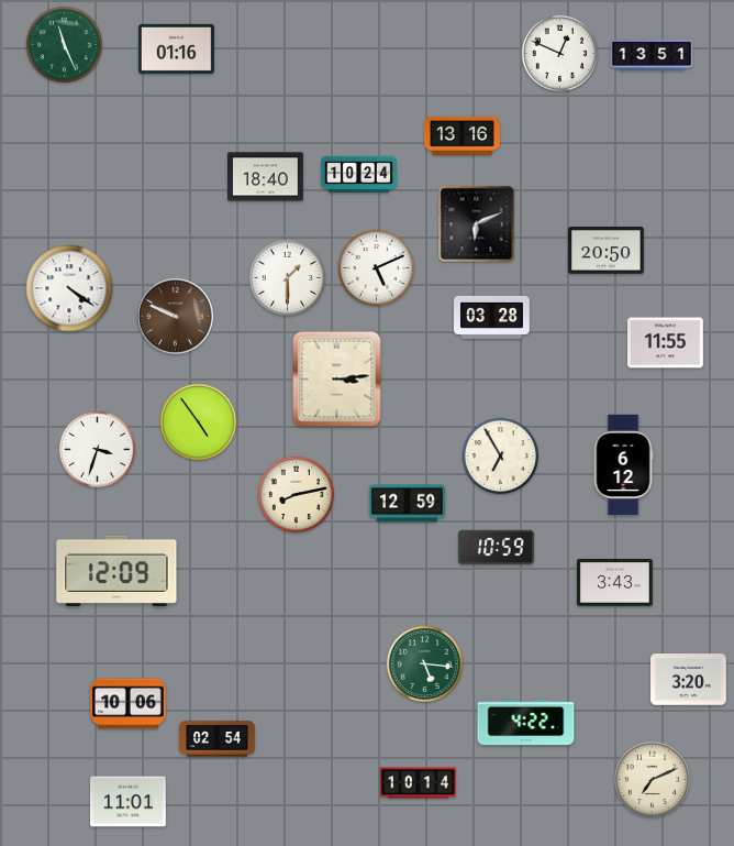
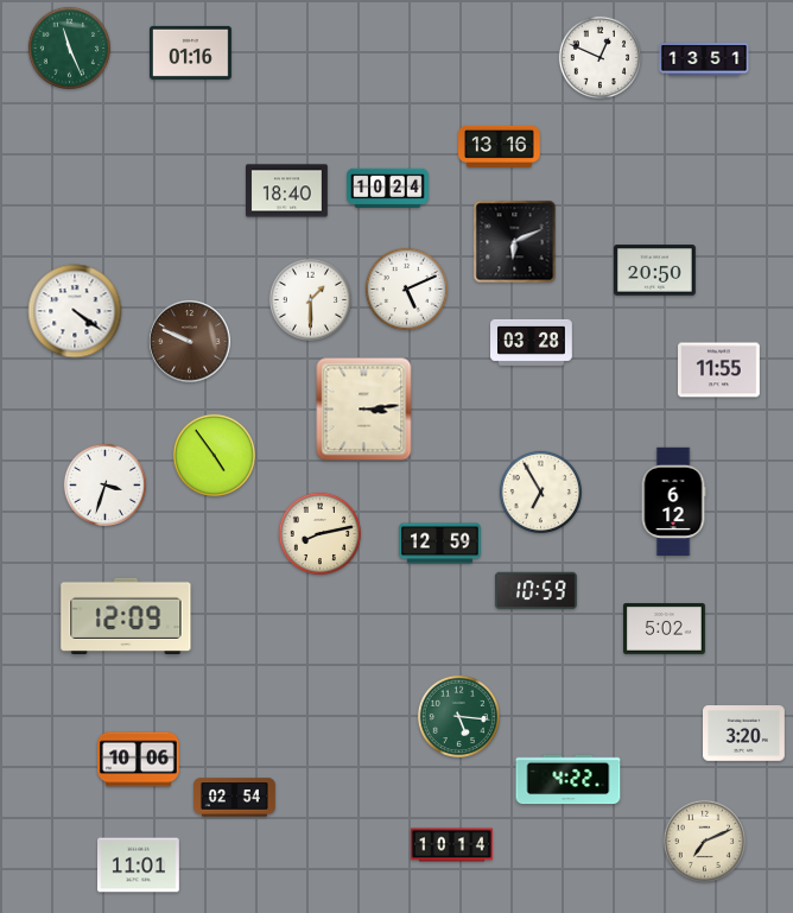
clock at (559, 53) position: (559, 53) -> (599, 57)
clock at (615, 583): 3:43 -> 5:02
